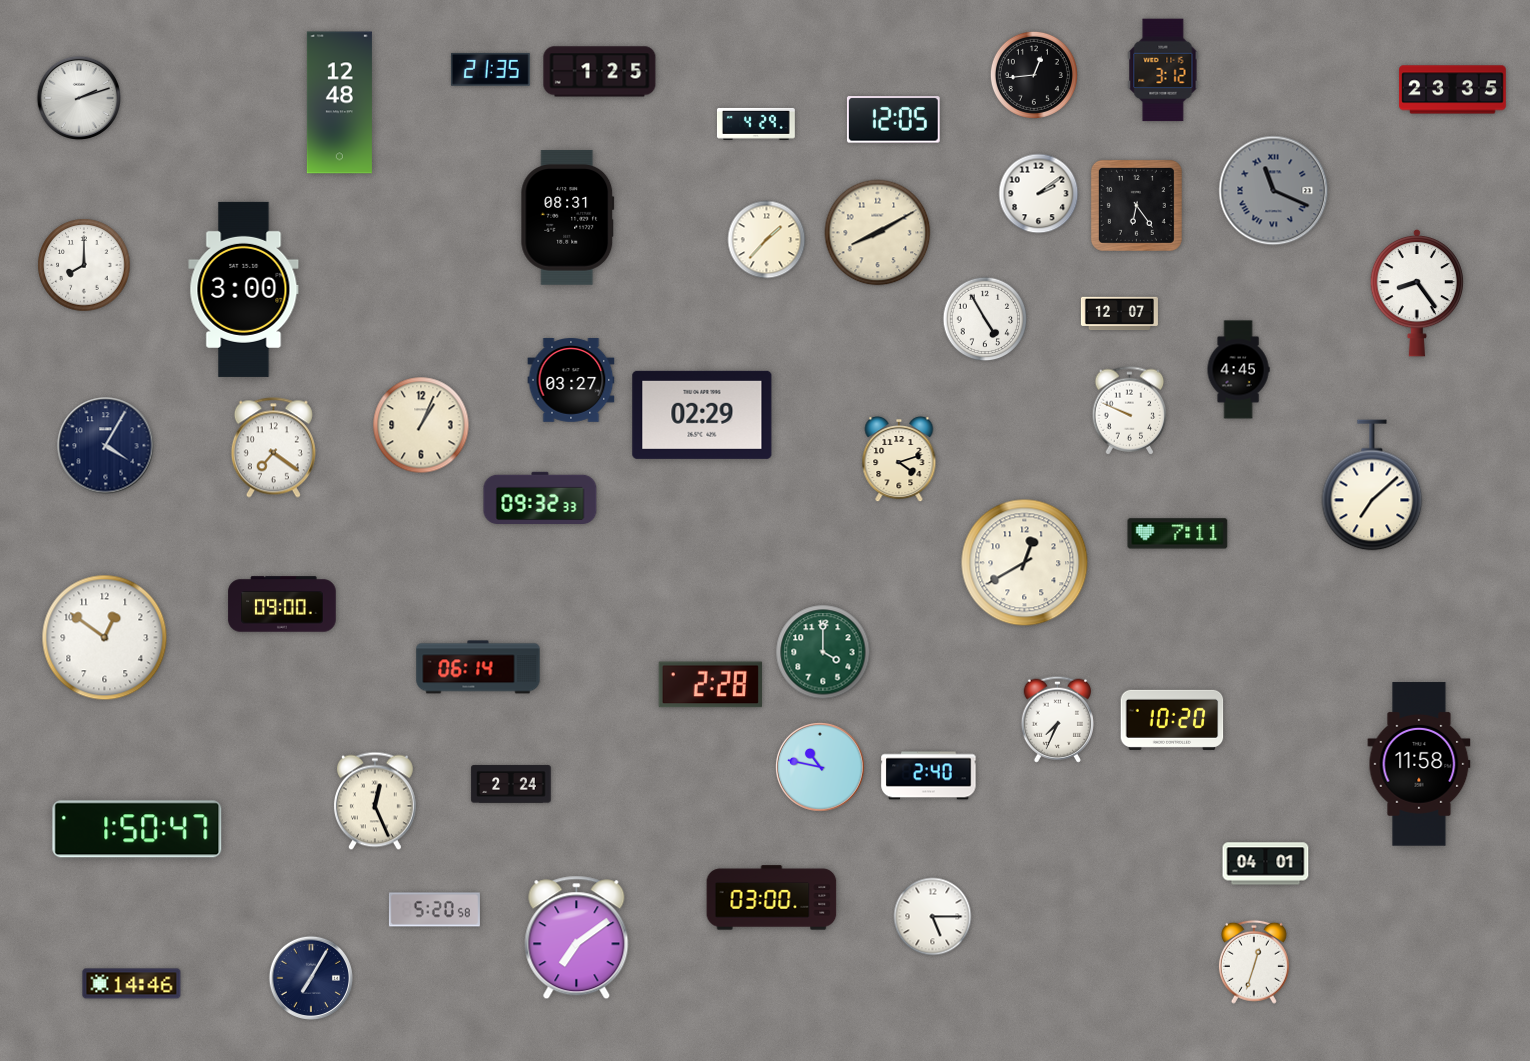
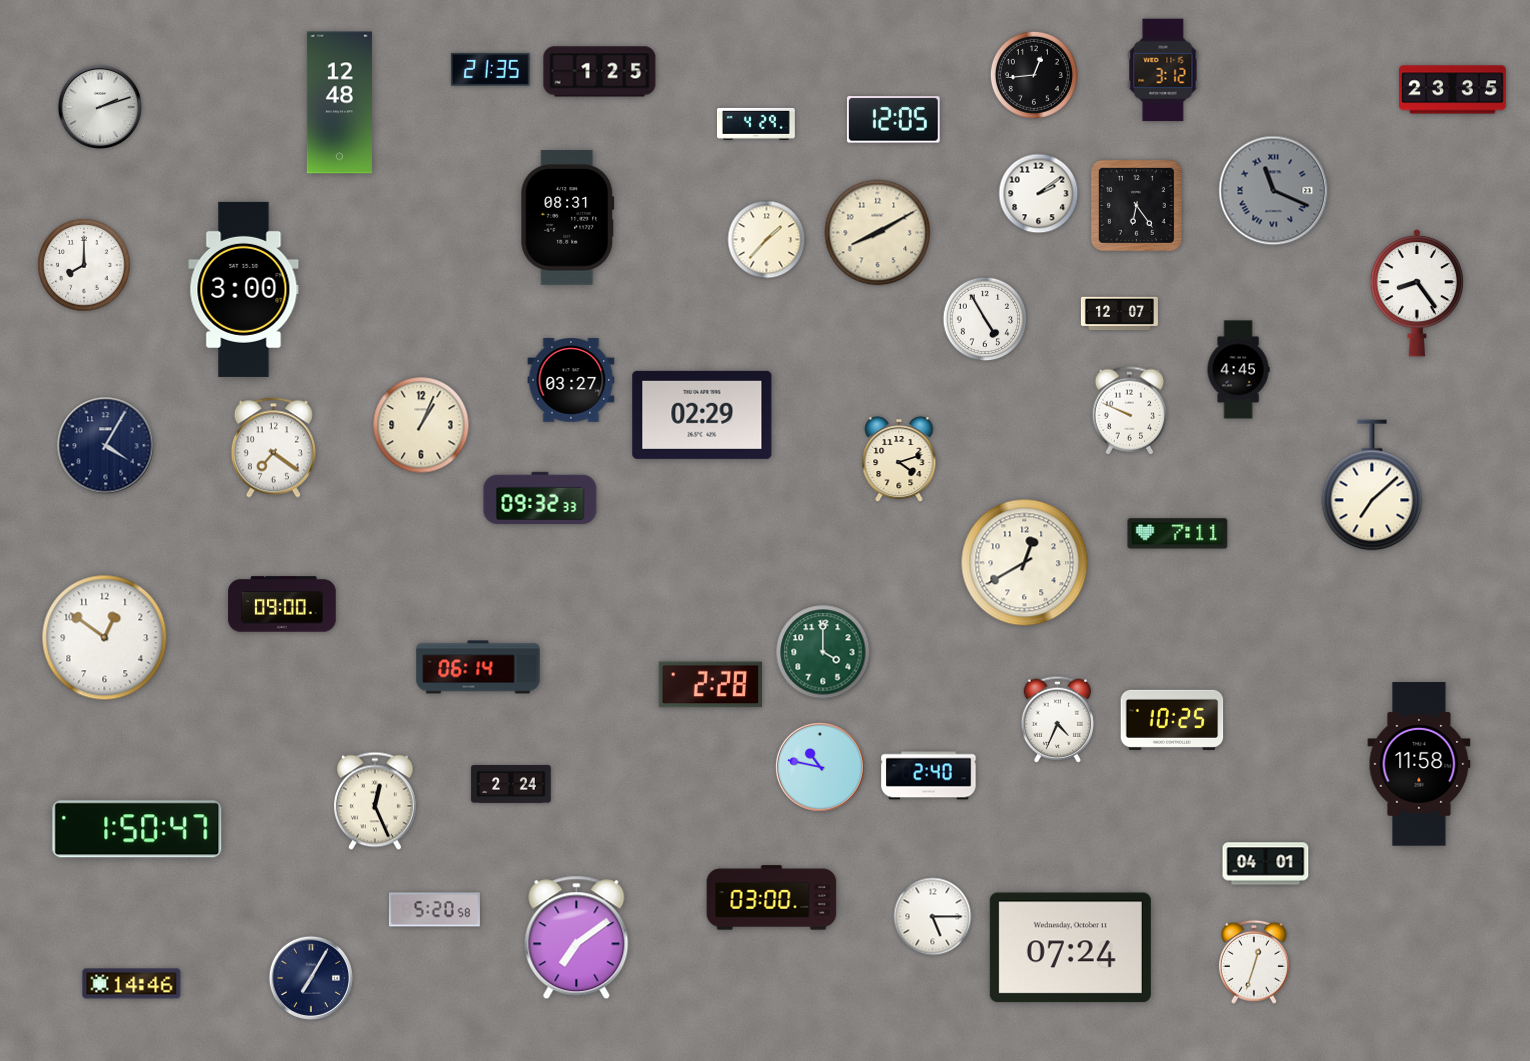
clock at (78, 97) position: (78, 97) -> (99, 106)
clock at (1057, 719): 7:34 -> 4:34
clock at (1172, 720): 10:20 -> 10:25
clock at (1070, 948): none -> 07:24
